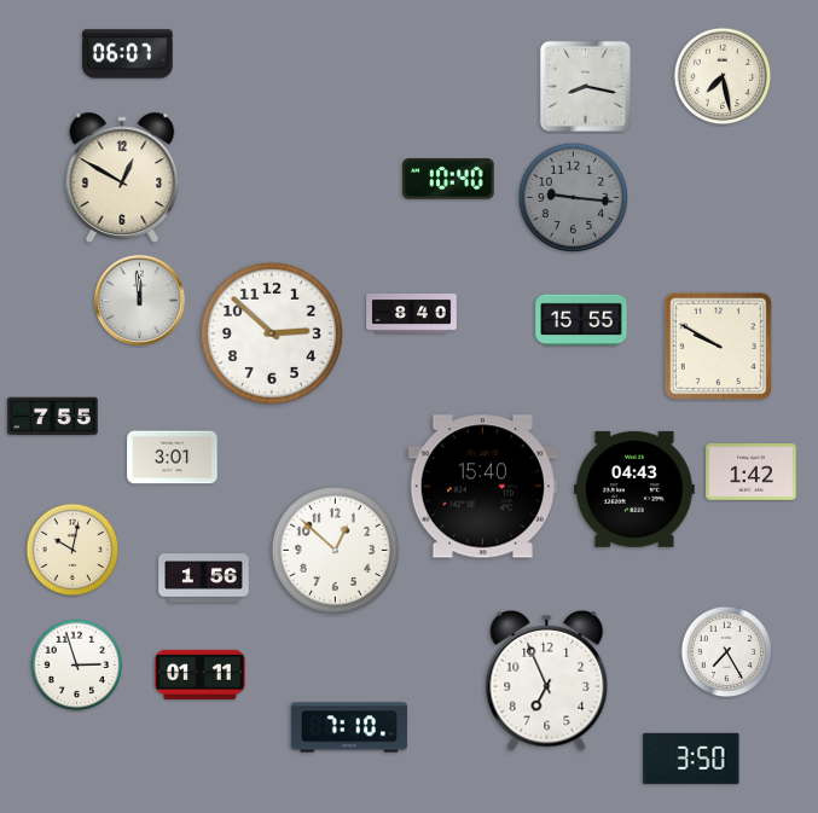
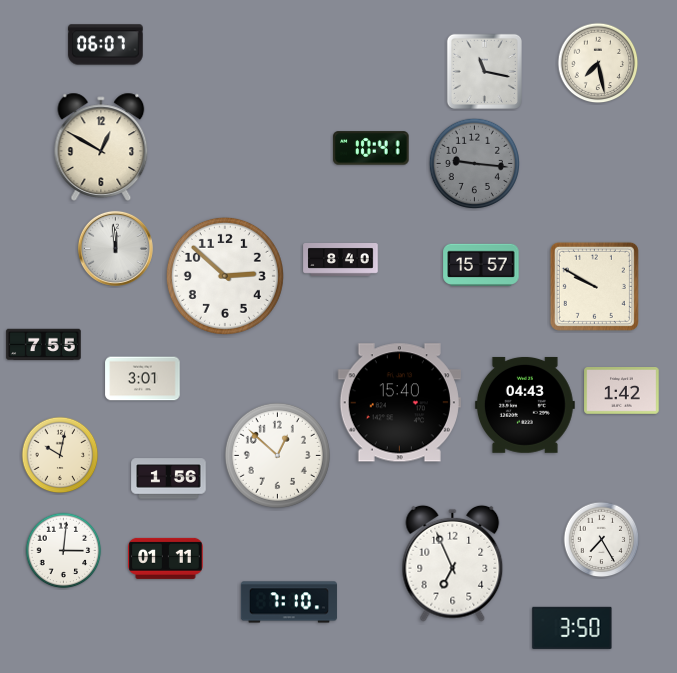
clock at (585, 86): 8:17 -> 11:17
clock at (448, 179): 10:40 -> 10:41
clock at (581, 319): 15:55 -> 15:57
clock at (77, 666): 2:57 -> 3:01
